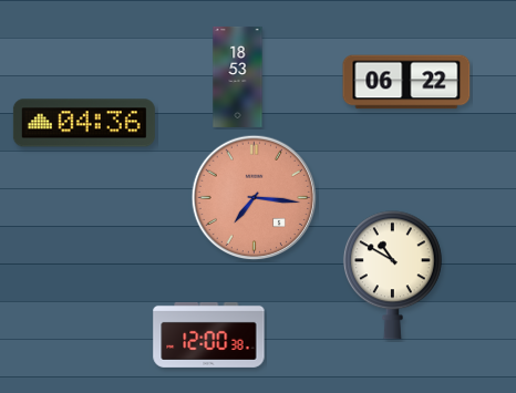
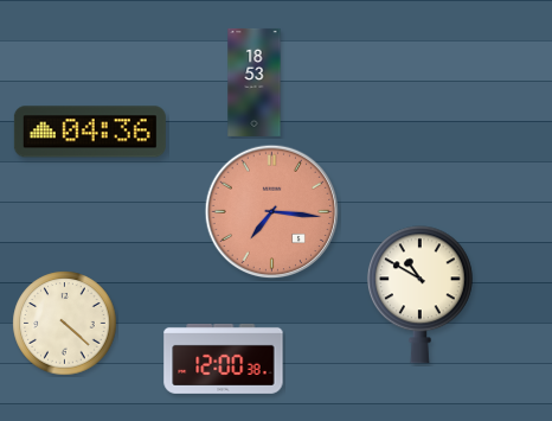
clock at (406, 82): 06:22 -> none
clock at (65, 324): none -> 4:22
